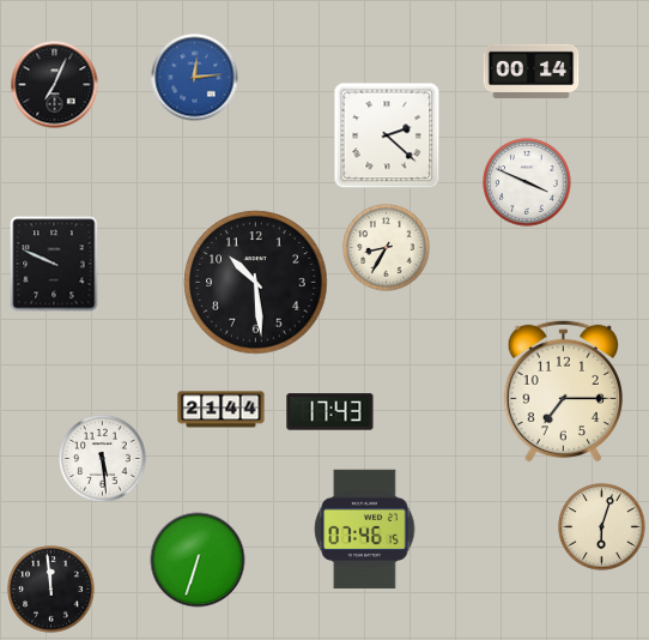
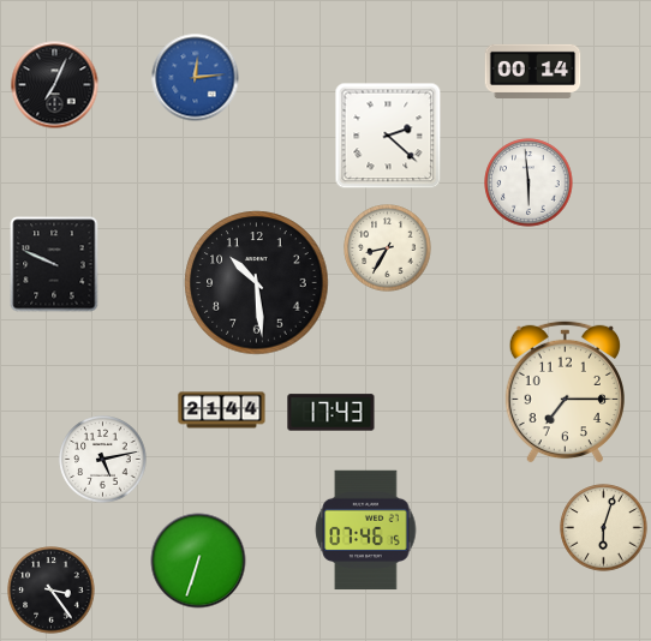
clock at (527, 182): 3:49 -> 5:59
clock at (103, 459): 5:29 -> 5:13
clock at (51, 590): 11:59 -> 3:24
